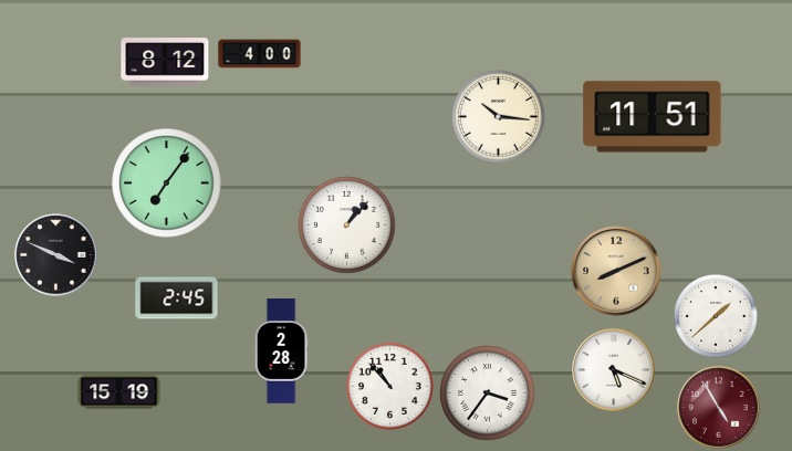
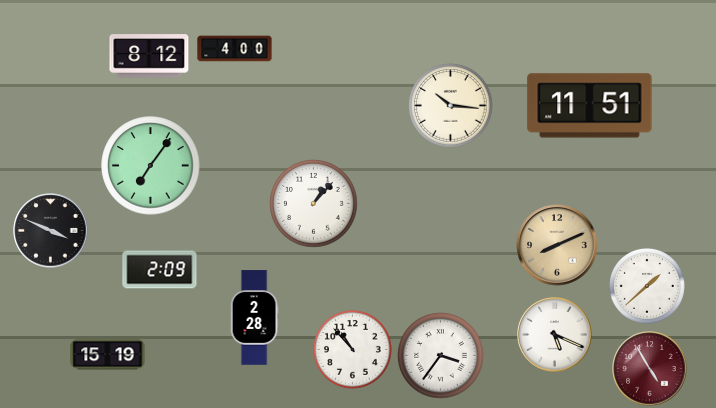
clock at (177, 298): 2:45 -> 2:09
